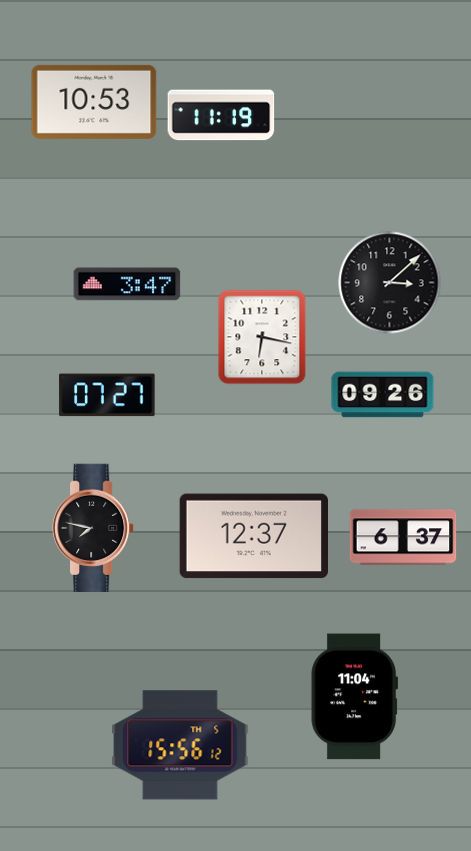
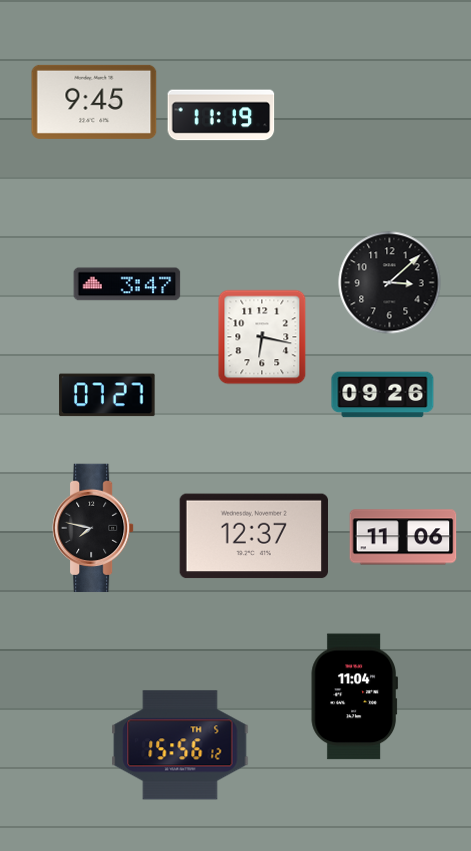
clock at (94, 102): 10:53 -> 9:45
clock at (403, 537): 6:37 -> 11:06
